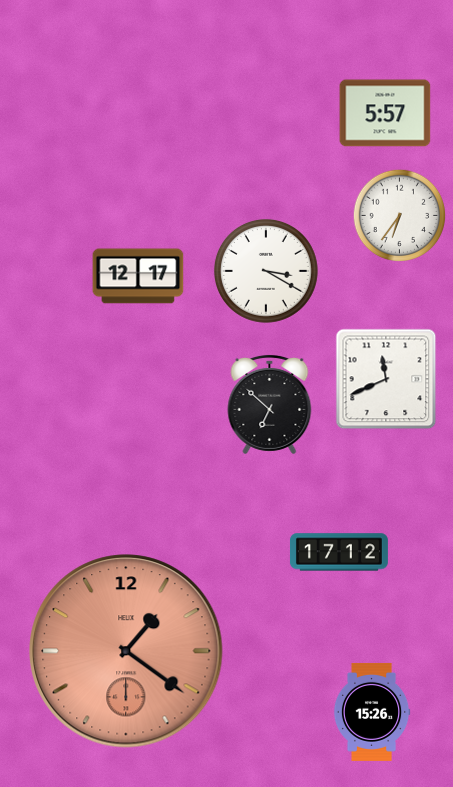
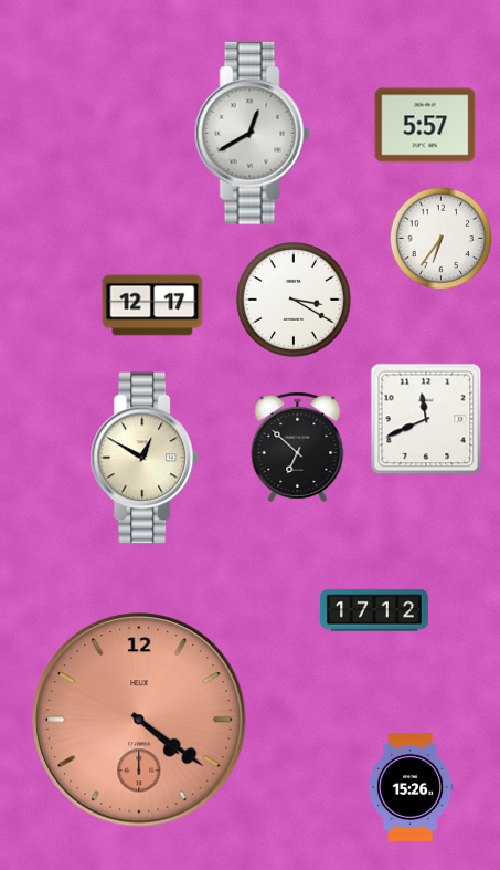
clock at (252, 133): none -> 12:40
clock at (145, 458): none -> 12:50
clock at (126, 651): 1:21 -> 4:21
